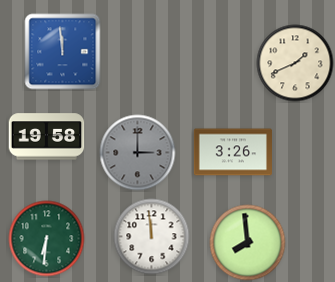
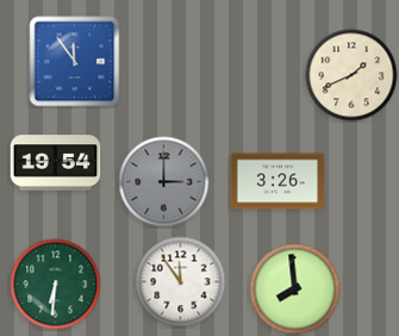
clock at (63, 52): 11:59 -> 11:54
clock at (47, 137): 19:58 -> 19:54
clock at (152, 237): 11:59 -> 11:54
